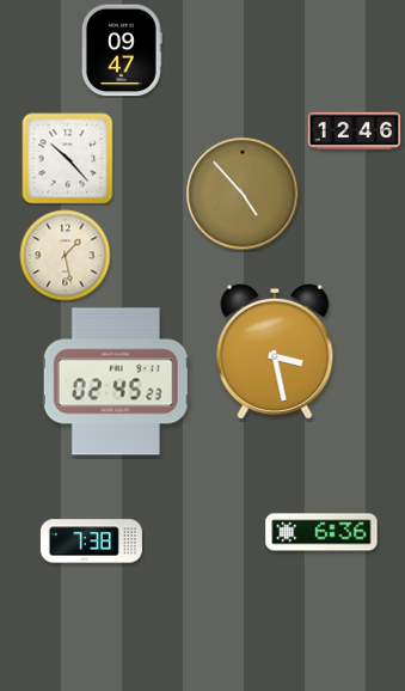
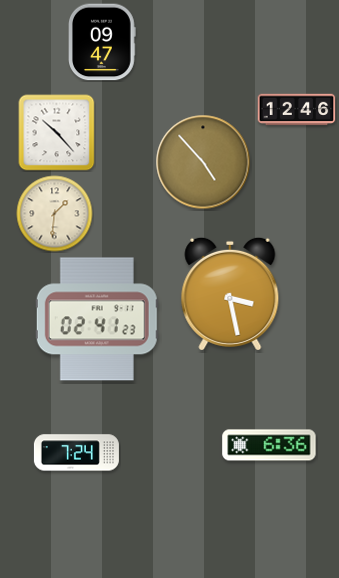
clock at (66, 256): 1:28 -> 1:31
clock at (116, 381): 02:45 -> 02:41
clock at (91, 542): 7:38 -> 7:24
